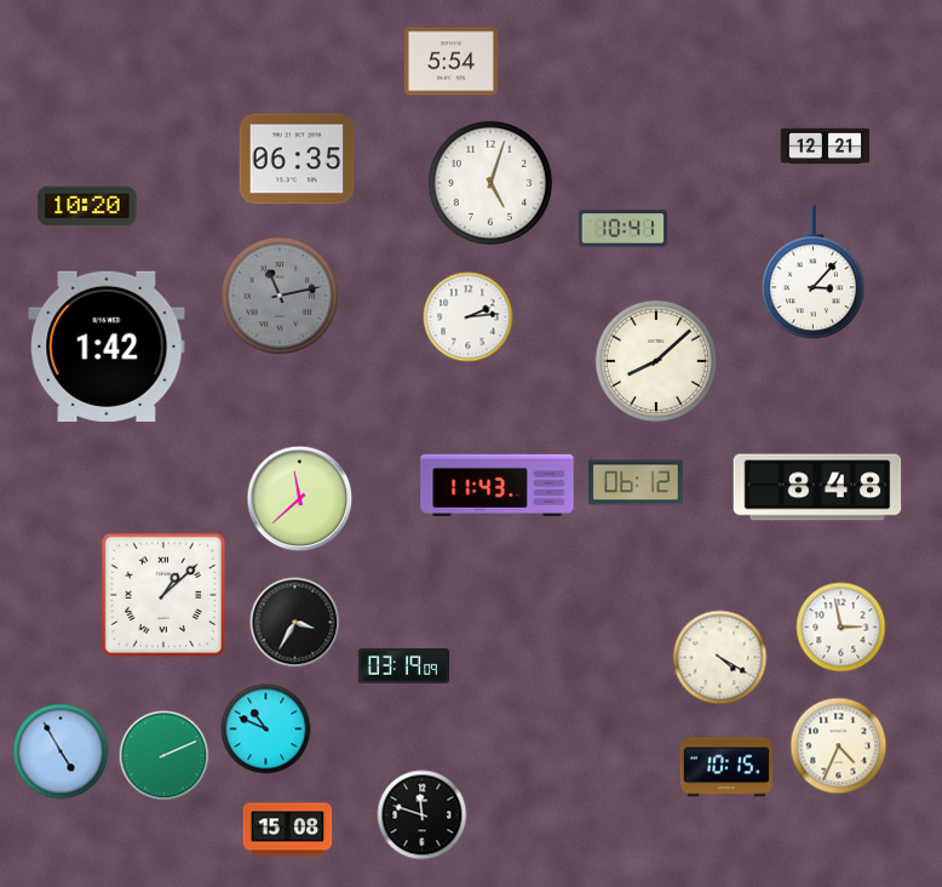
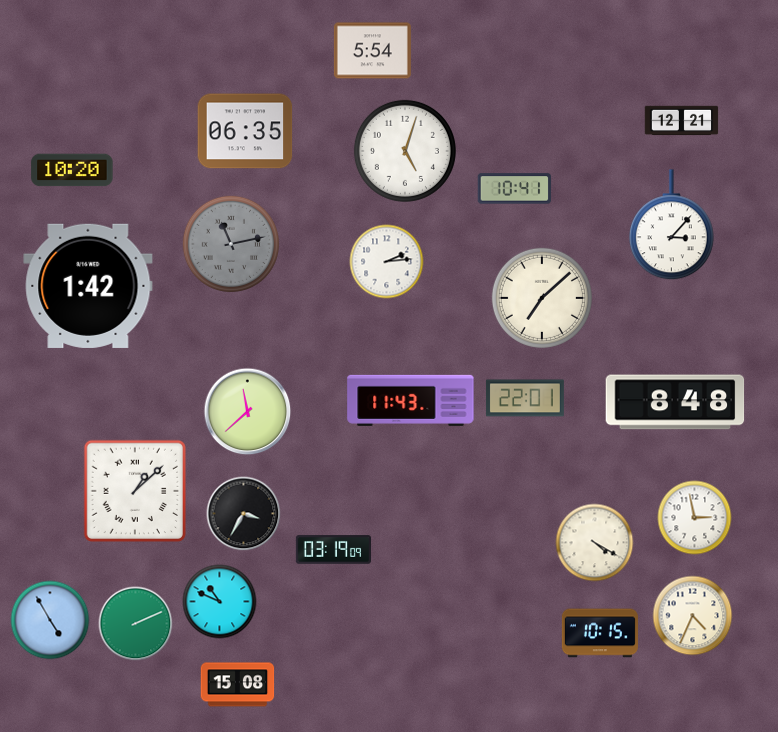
clock at (656, 361): 8:08 -> 7:08
clock at (636, 482): 06:12 -> 22:01
clock at (423, 816): 11:48 -> none
